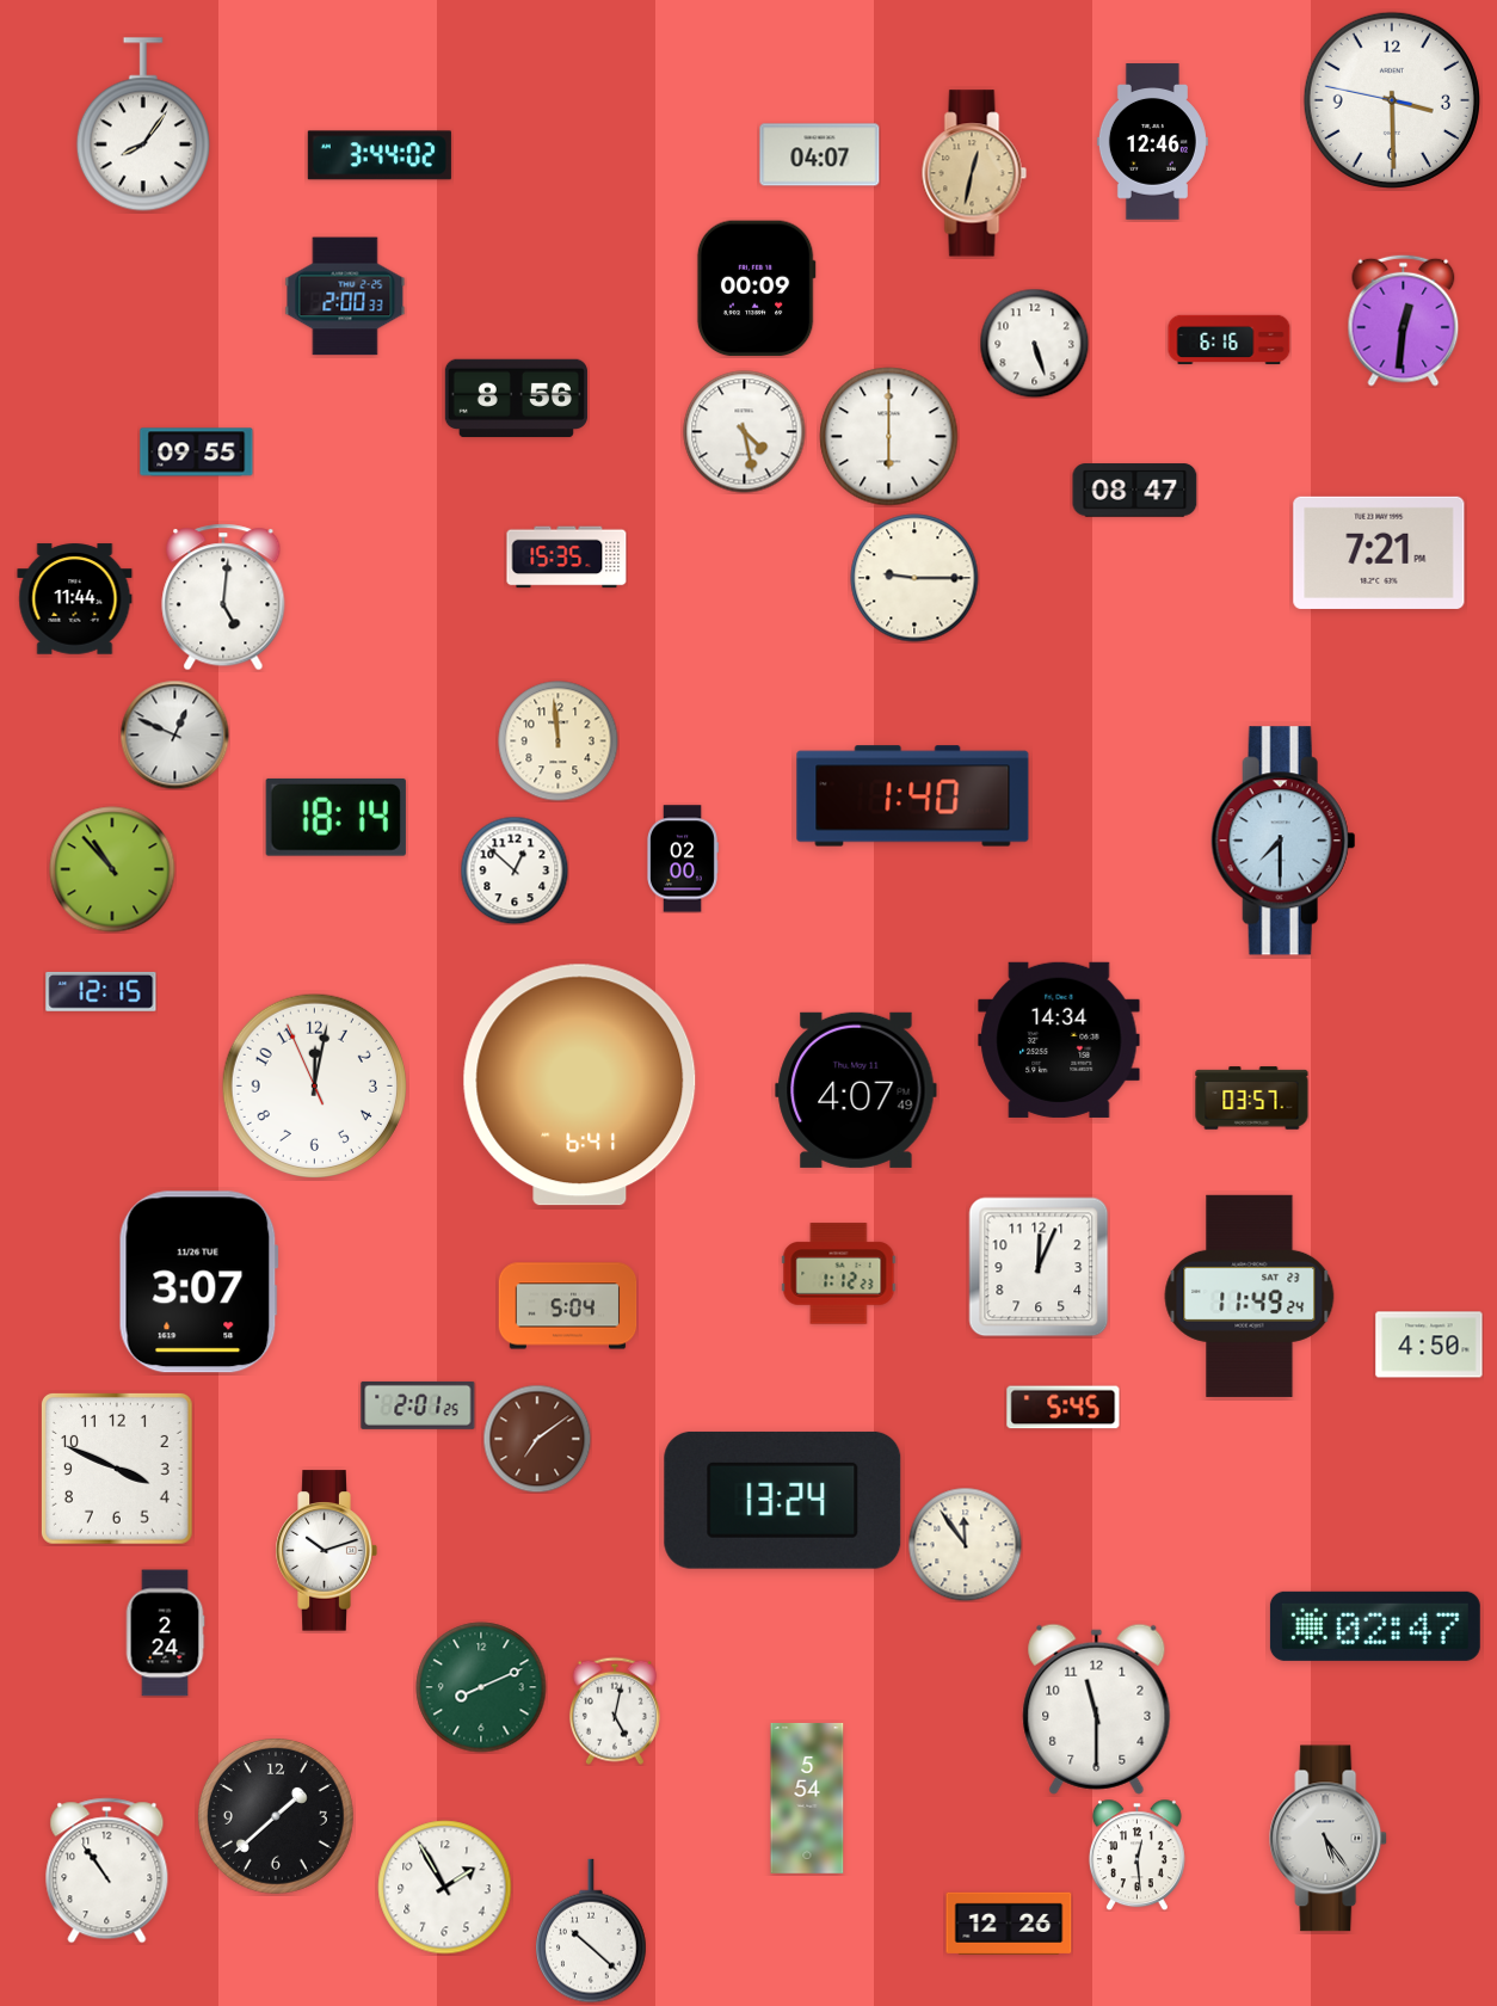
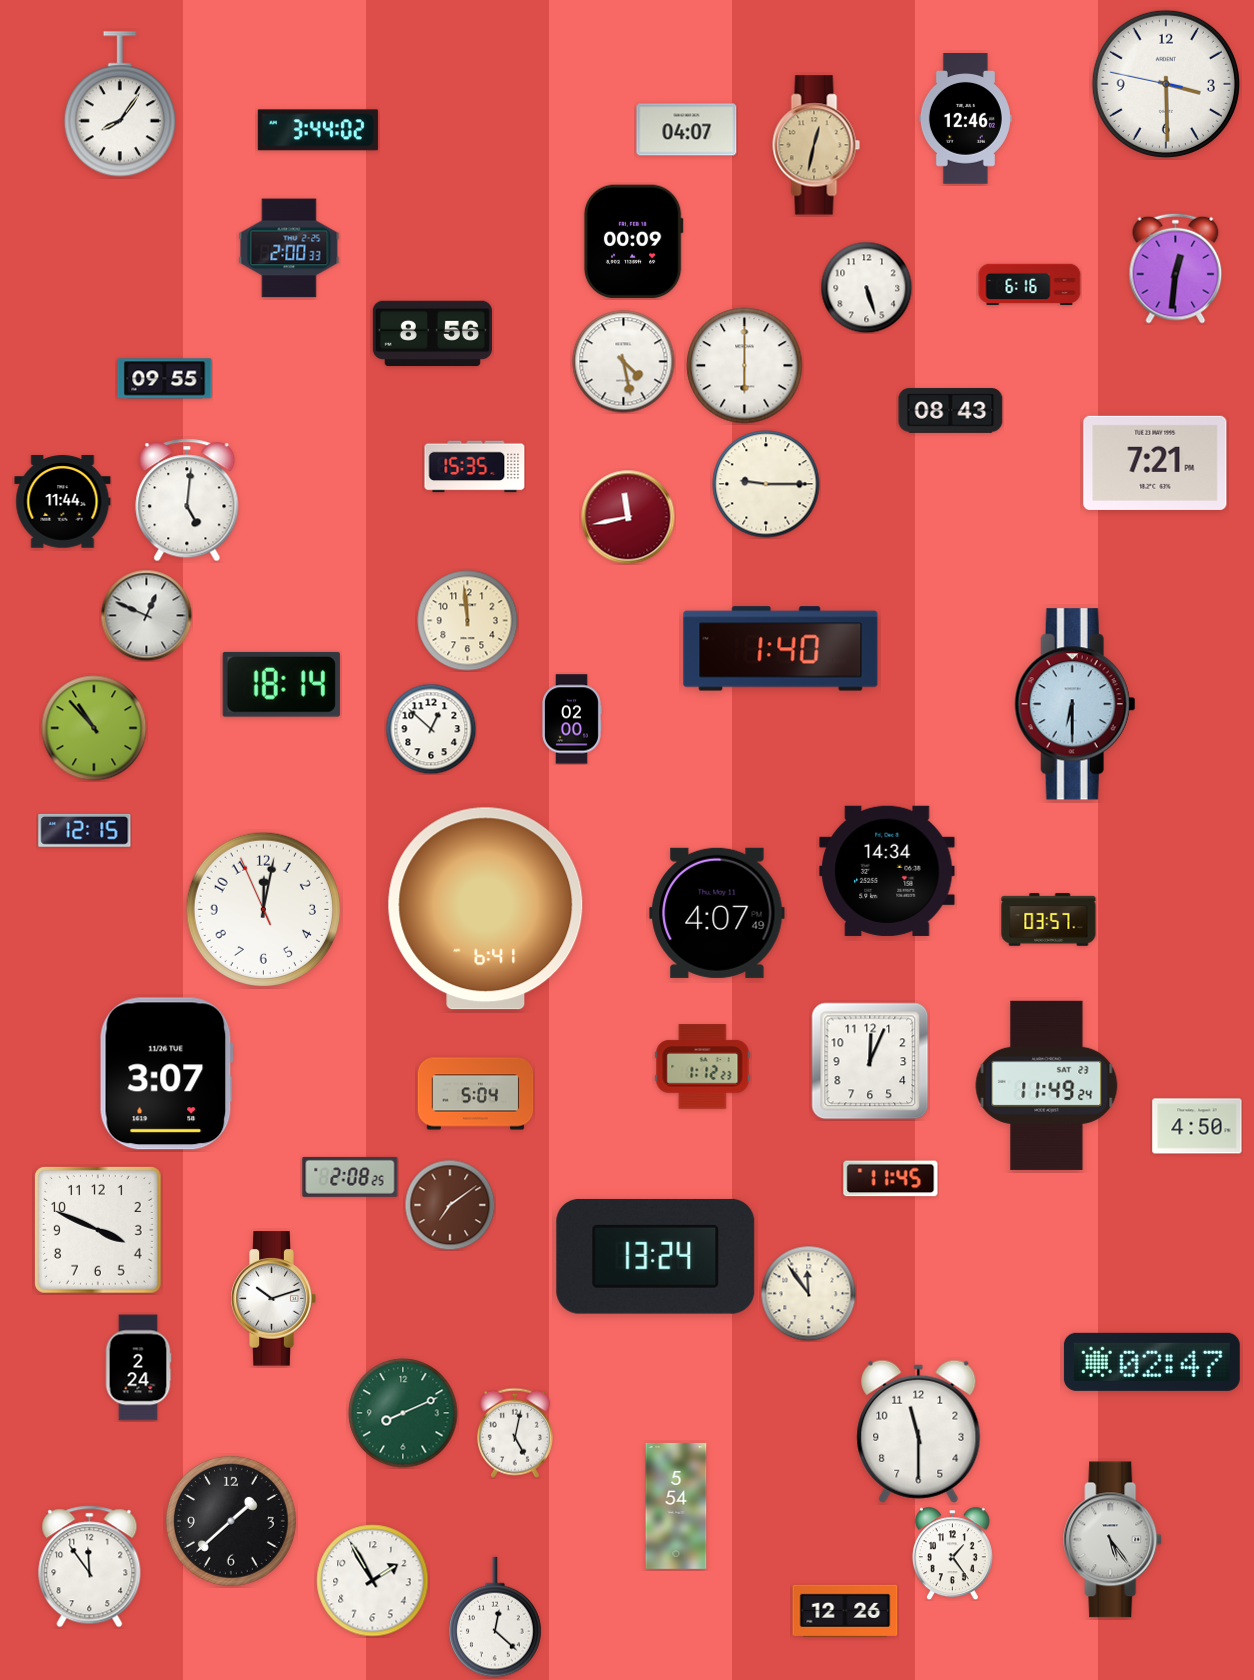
clock at (1135, 491): 08:47 -> 08:43
clock at (628, 517): none -> 11:43
clock at (913, 796) position: (913, 796) -> (781, 649)
clock at (1283, 841): 7:30 -> 6:30
clock at (418, 1405): 2:01 -> 2:08
clock at (1064, 1408): 5:45 -> 11:45
clock at (1136, 1854): 12:29 -> 1:24
clock at (107, 1871): 10:54 -> 11:54
clock at (591, 1931): 10:22 -> 12:22
